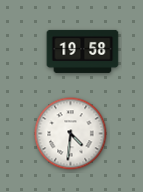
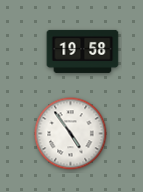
clock at (71, 134): 4:31 -> 4:54
